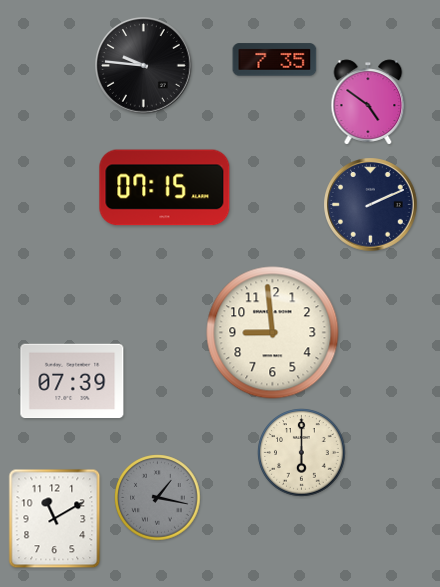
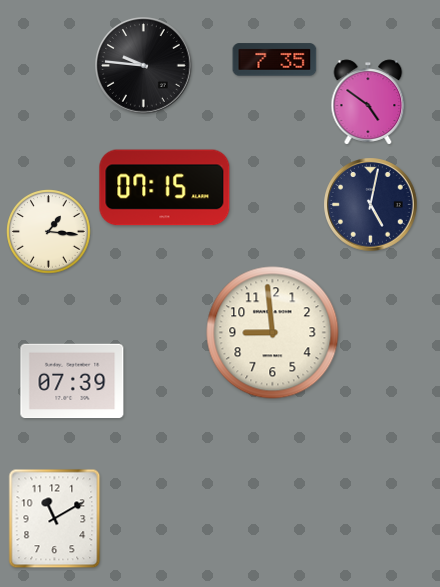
clock at (371, 205): 2:11 -> 5:02
clock at (49, 232): none -> 1:16
clock at (302, 453): 6:00 -> none
clock at (158, 498): 1:17 -> none
